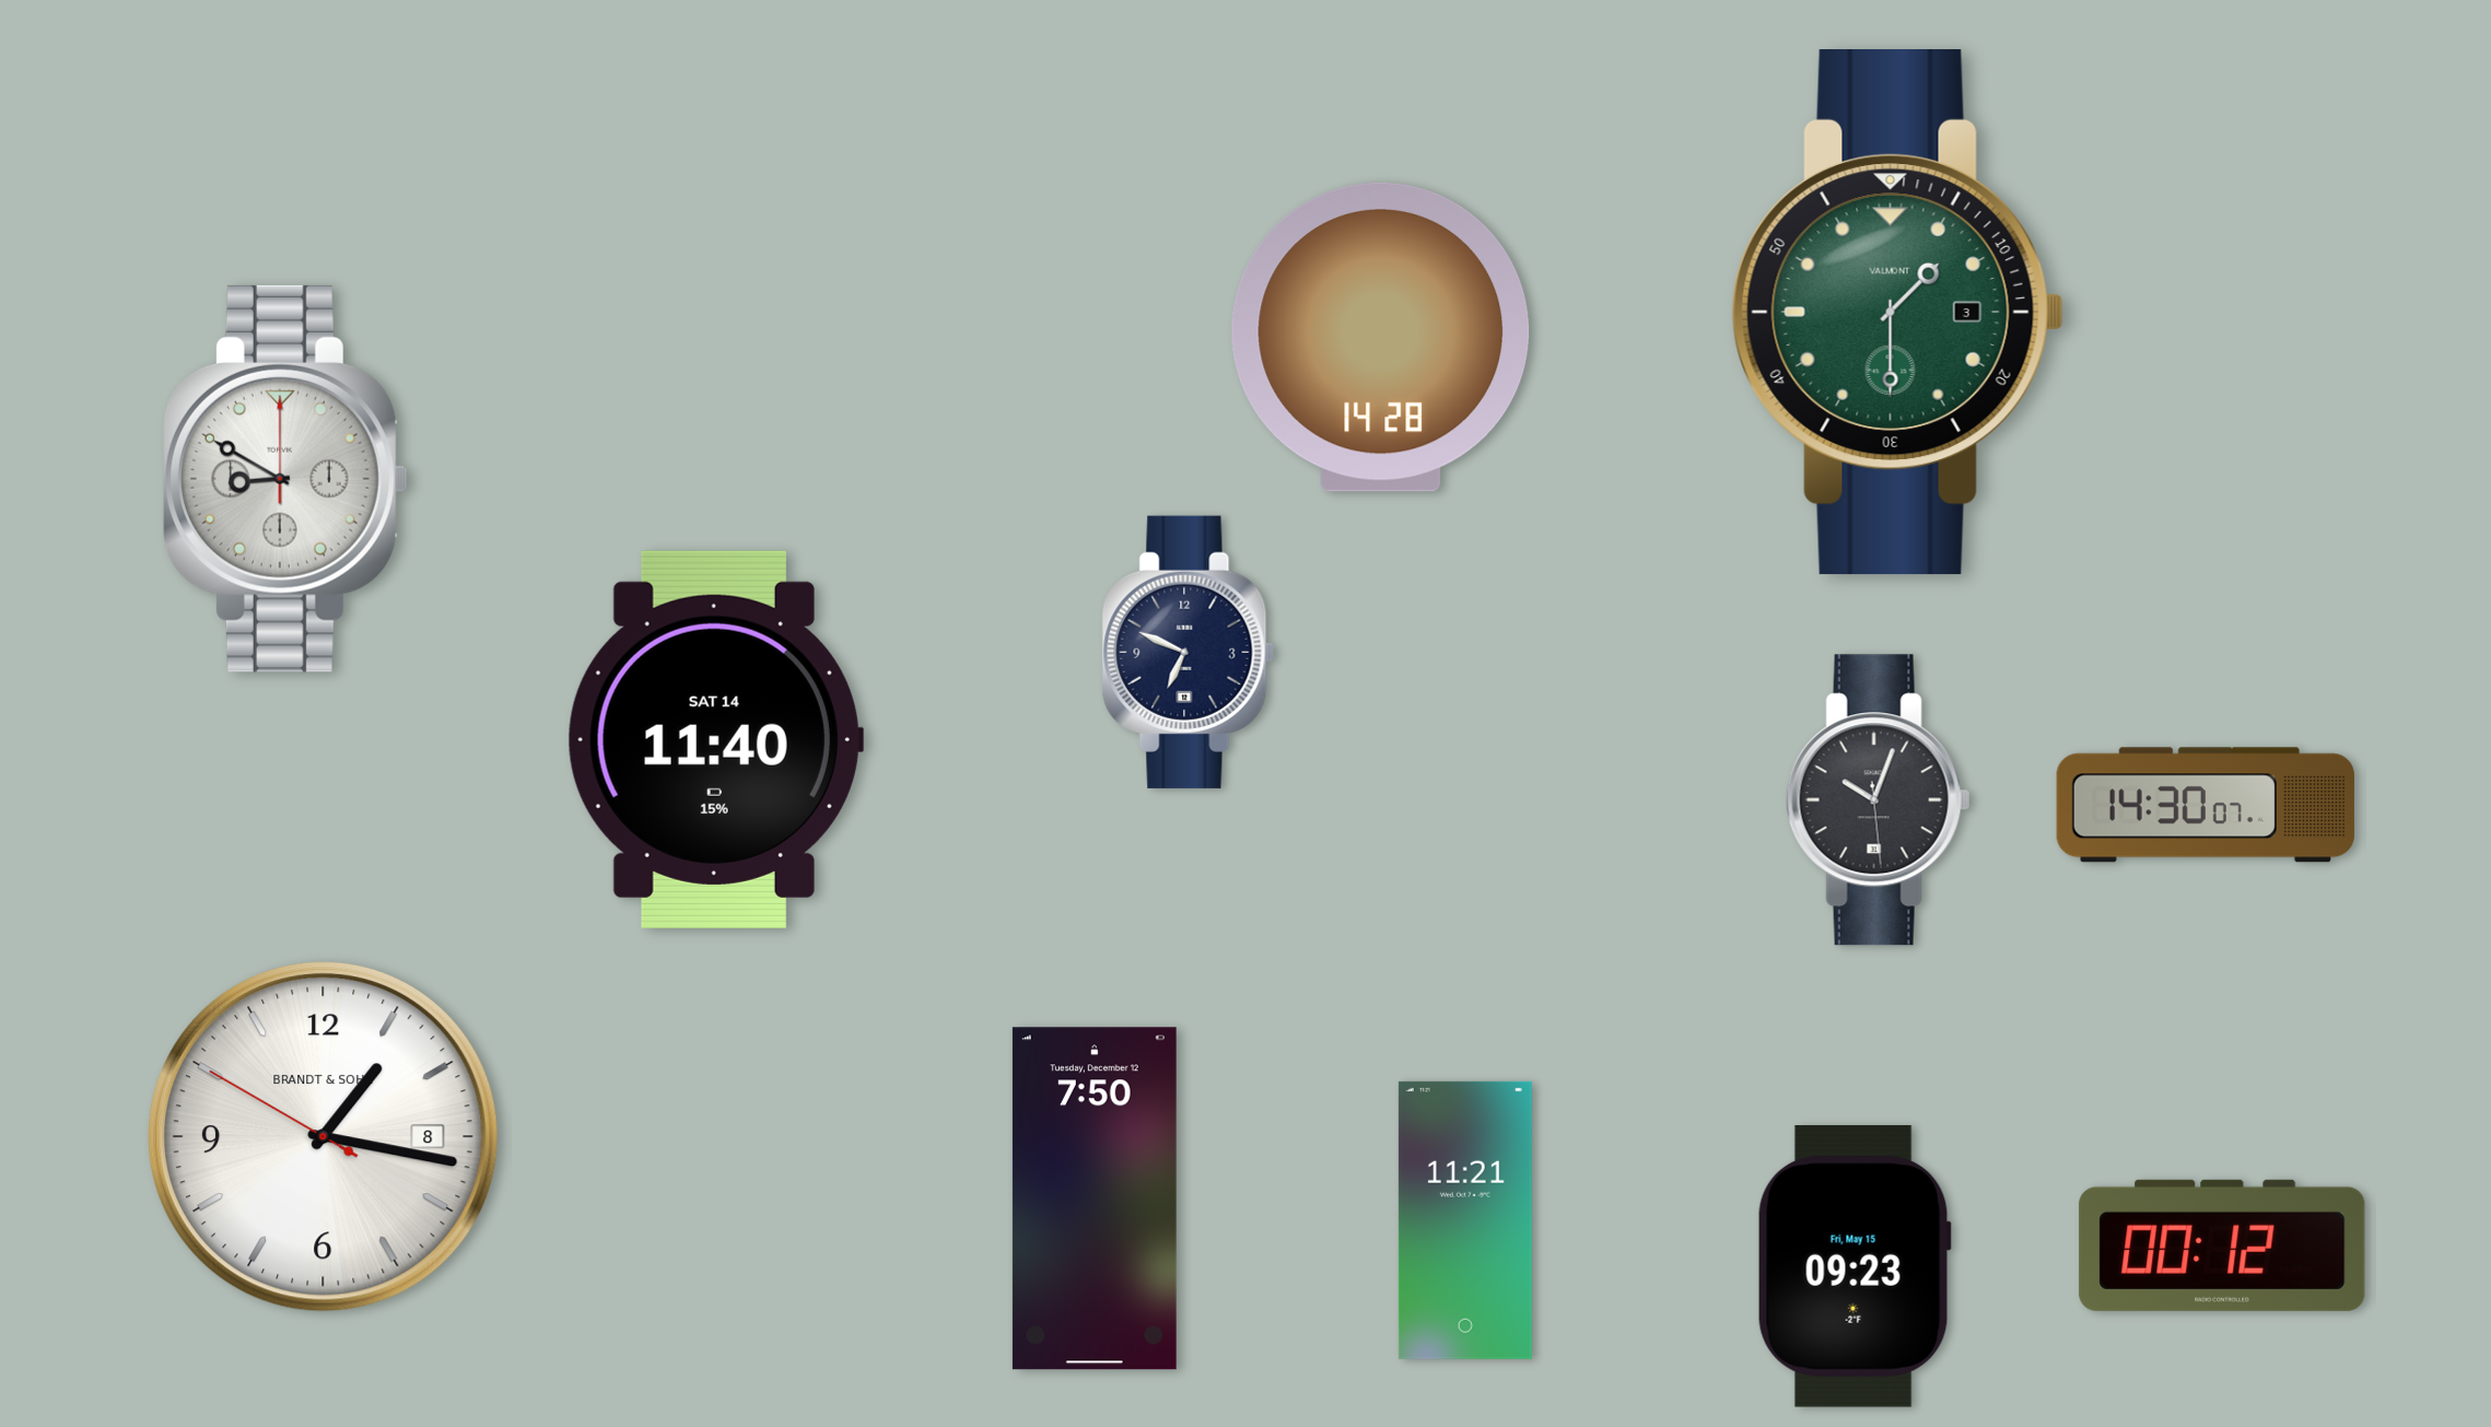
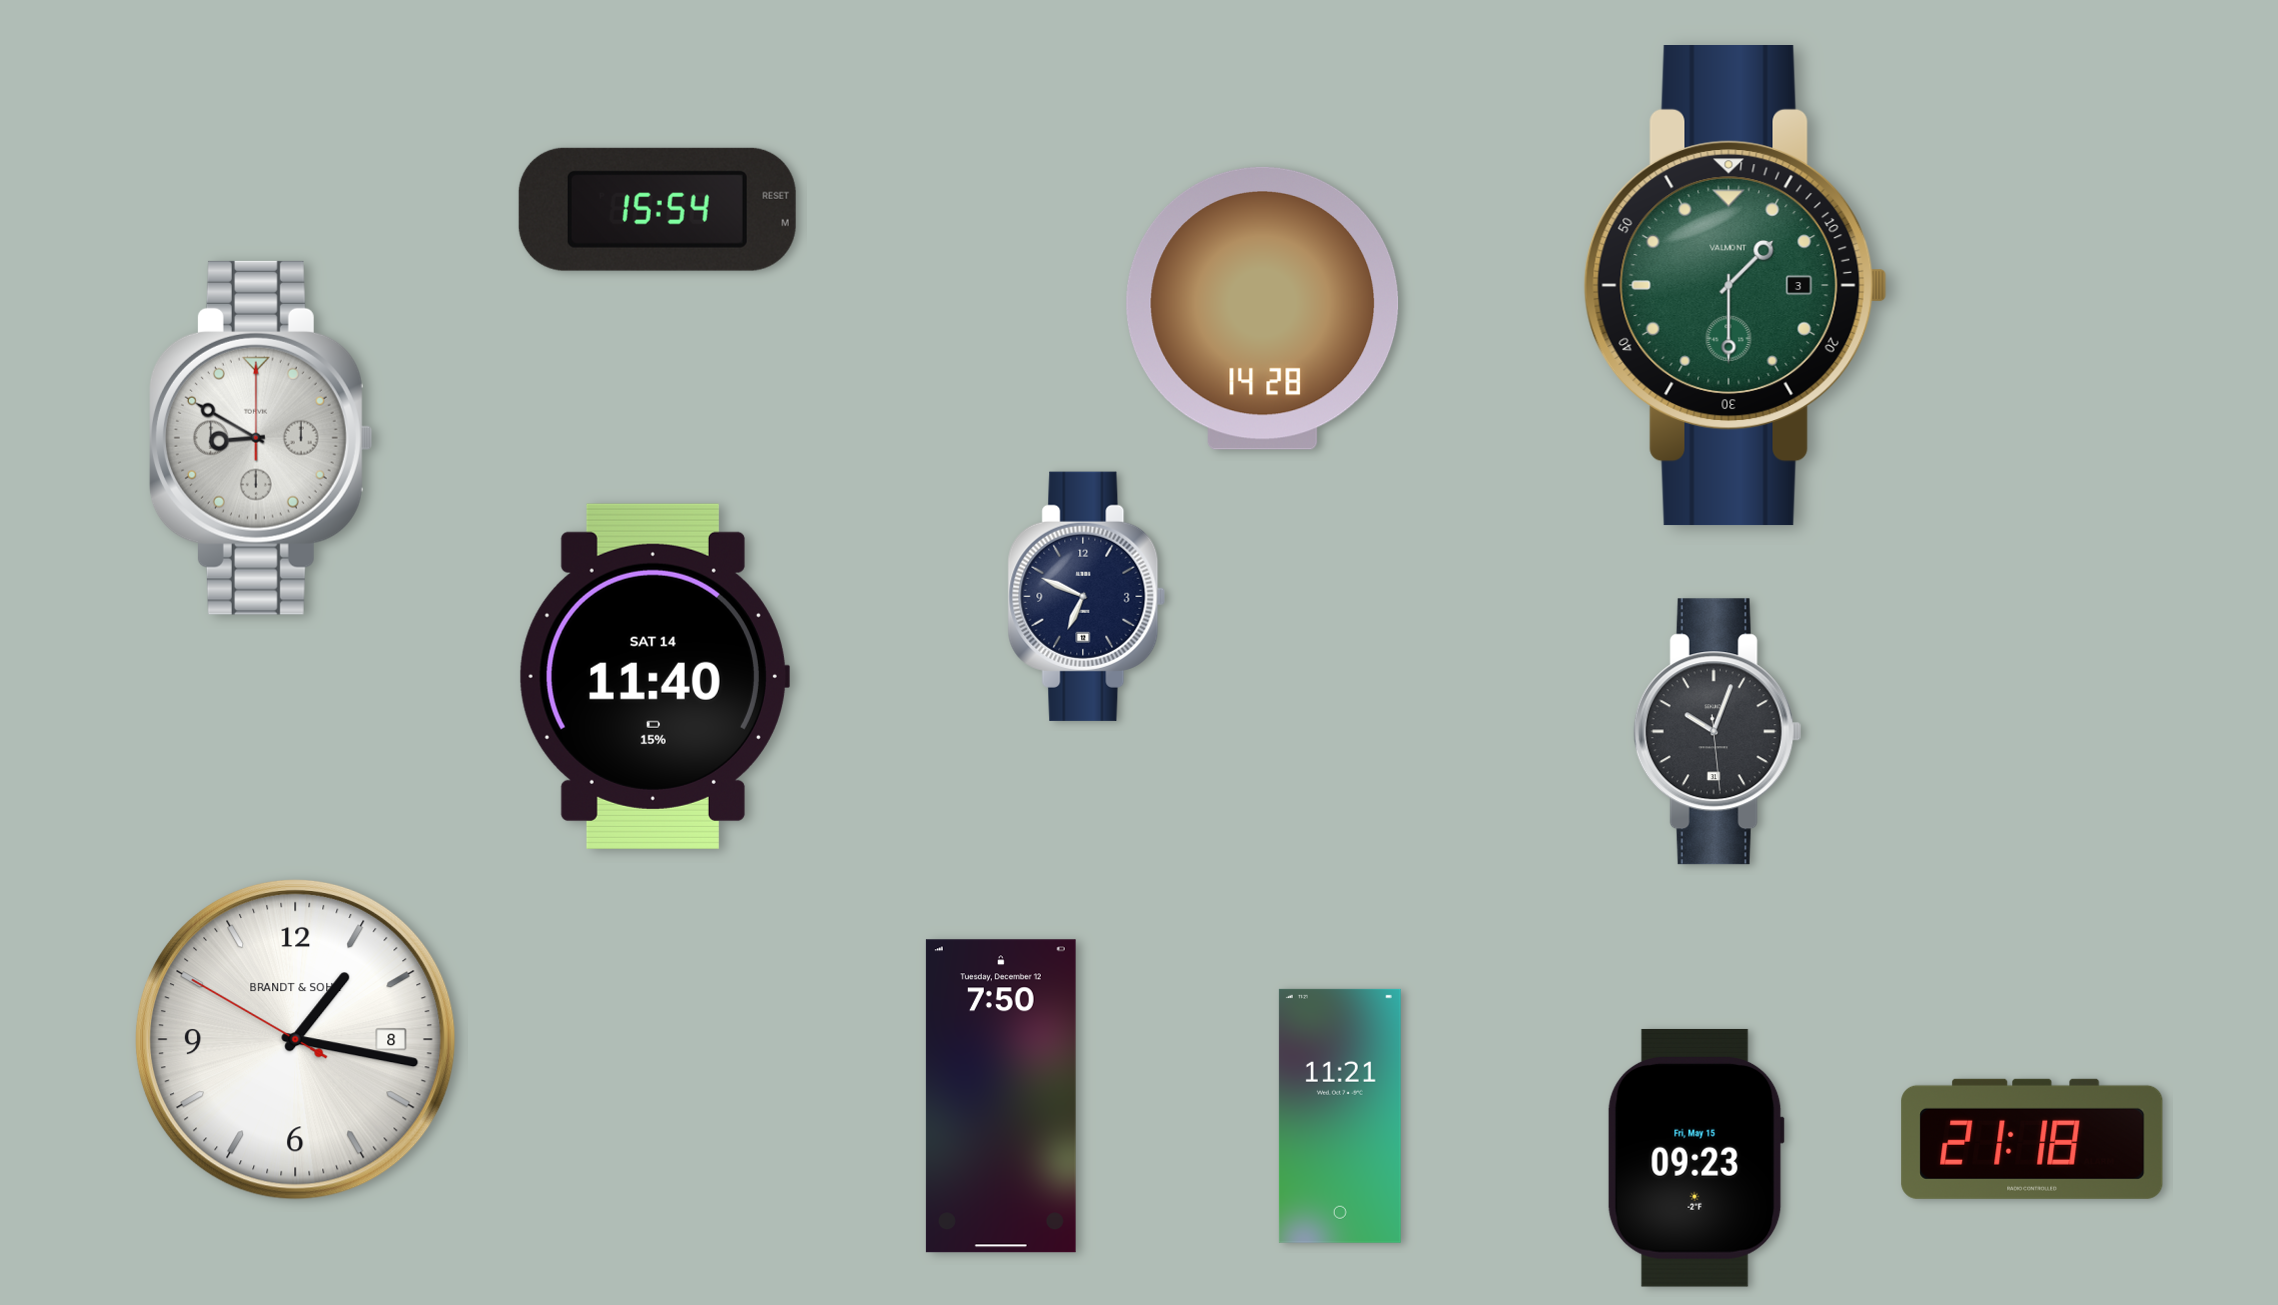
clock at (657, 209): none -> 15:54
clock at (2206, 805): 14:30 -> none
clock at (2222, 1245): 00:12 -> 21:18
